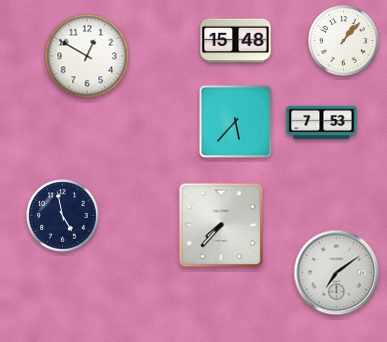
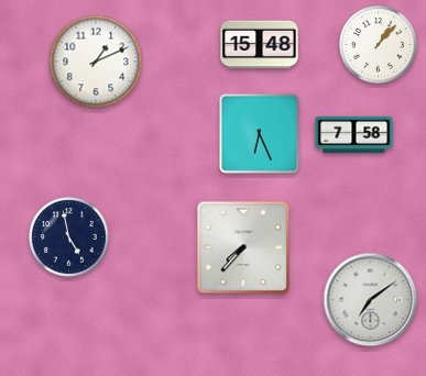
clock at (87, 56): 12:50 -> 1:11
clock at (235, 121): 5:37 -> 6:26
clock at (322, 123): 7:53 -> 7:58
